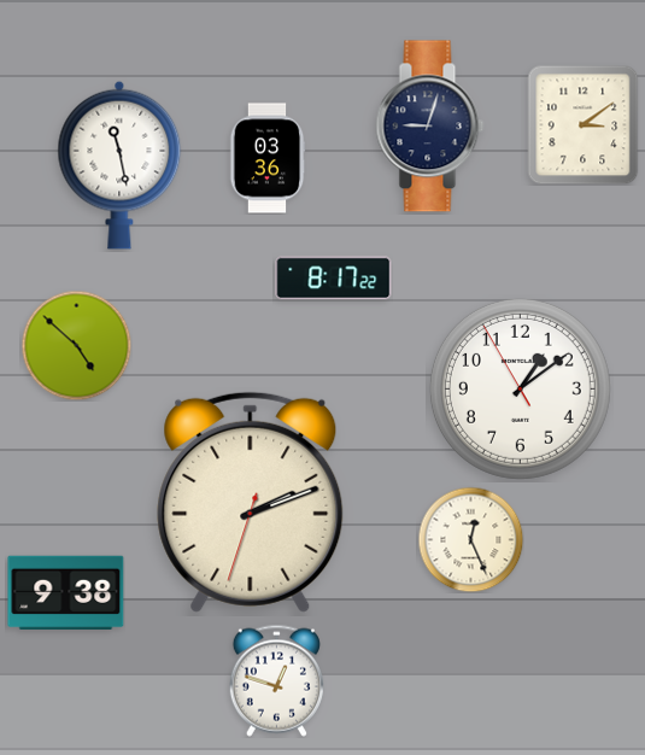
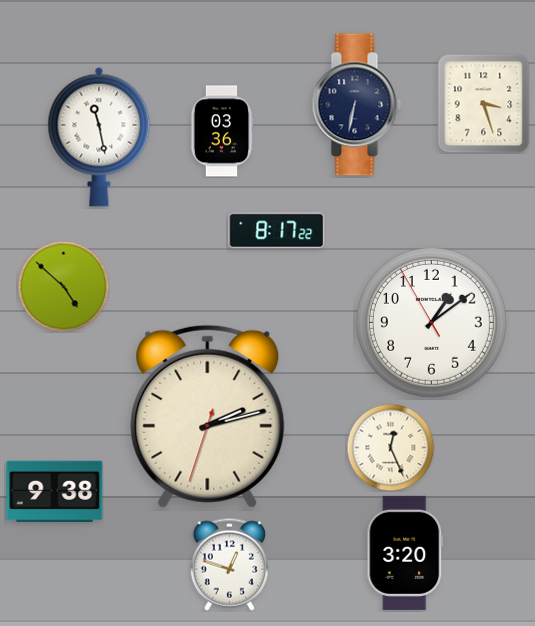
clock at (584, 125): 3:09 -> 3:27
clock at (430, 127): 9:03 -> 6:32
clock at (251, 502): 2:11 -> 2:12
clock at (405, 553): none -> 3:20
